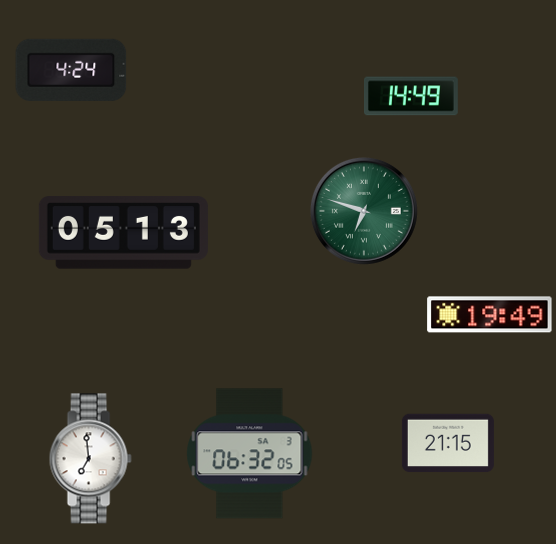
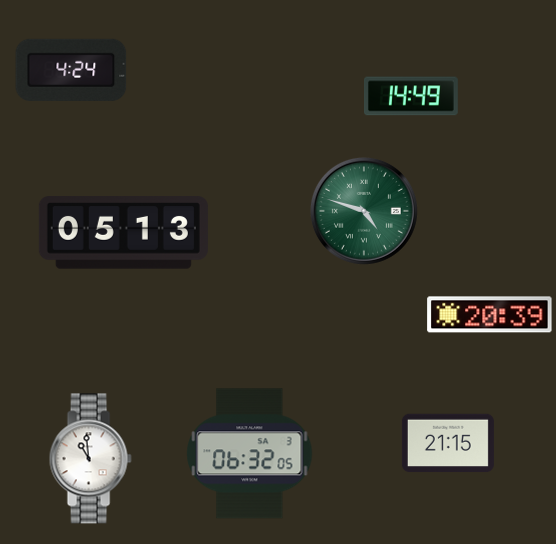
clock at (364, 211): 6:48 -> 4:48
clock at (490, 315): 19:49 -> 20:39
clock at (90, 459): 6:59 -> 10:59
